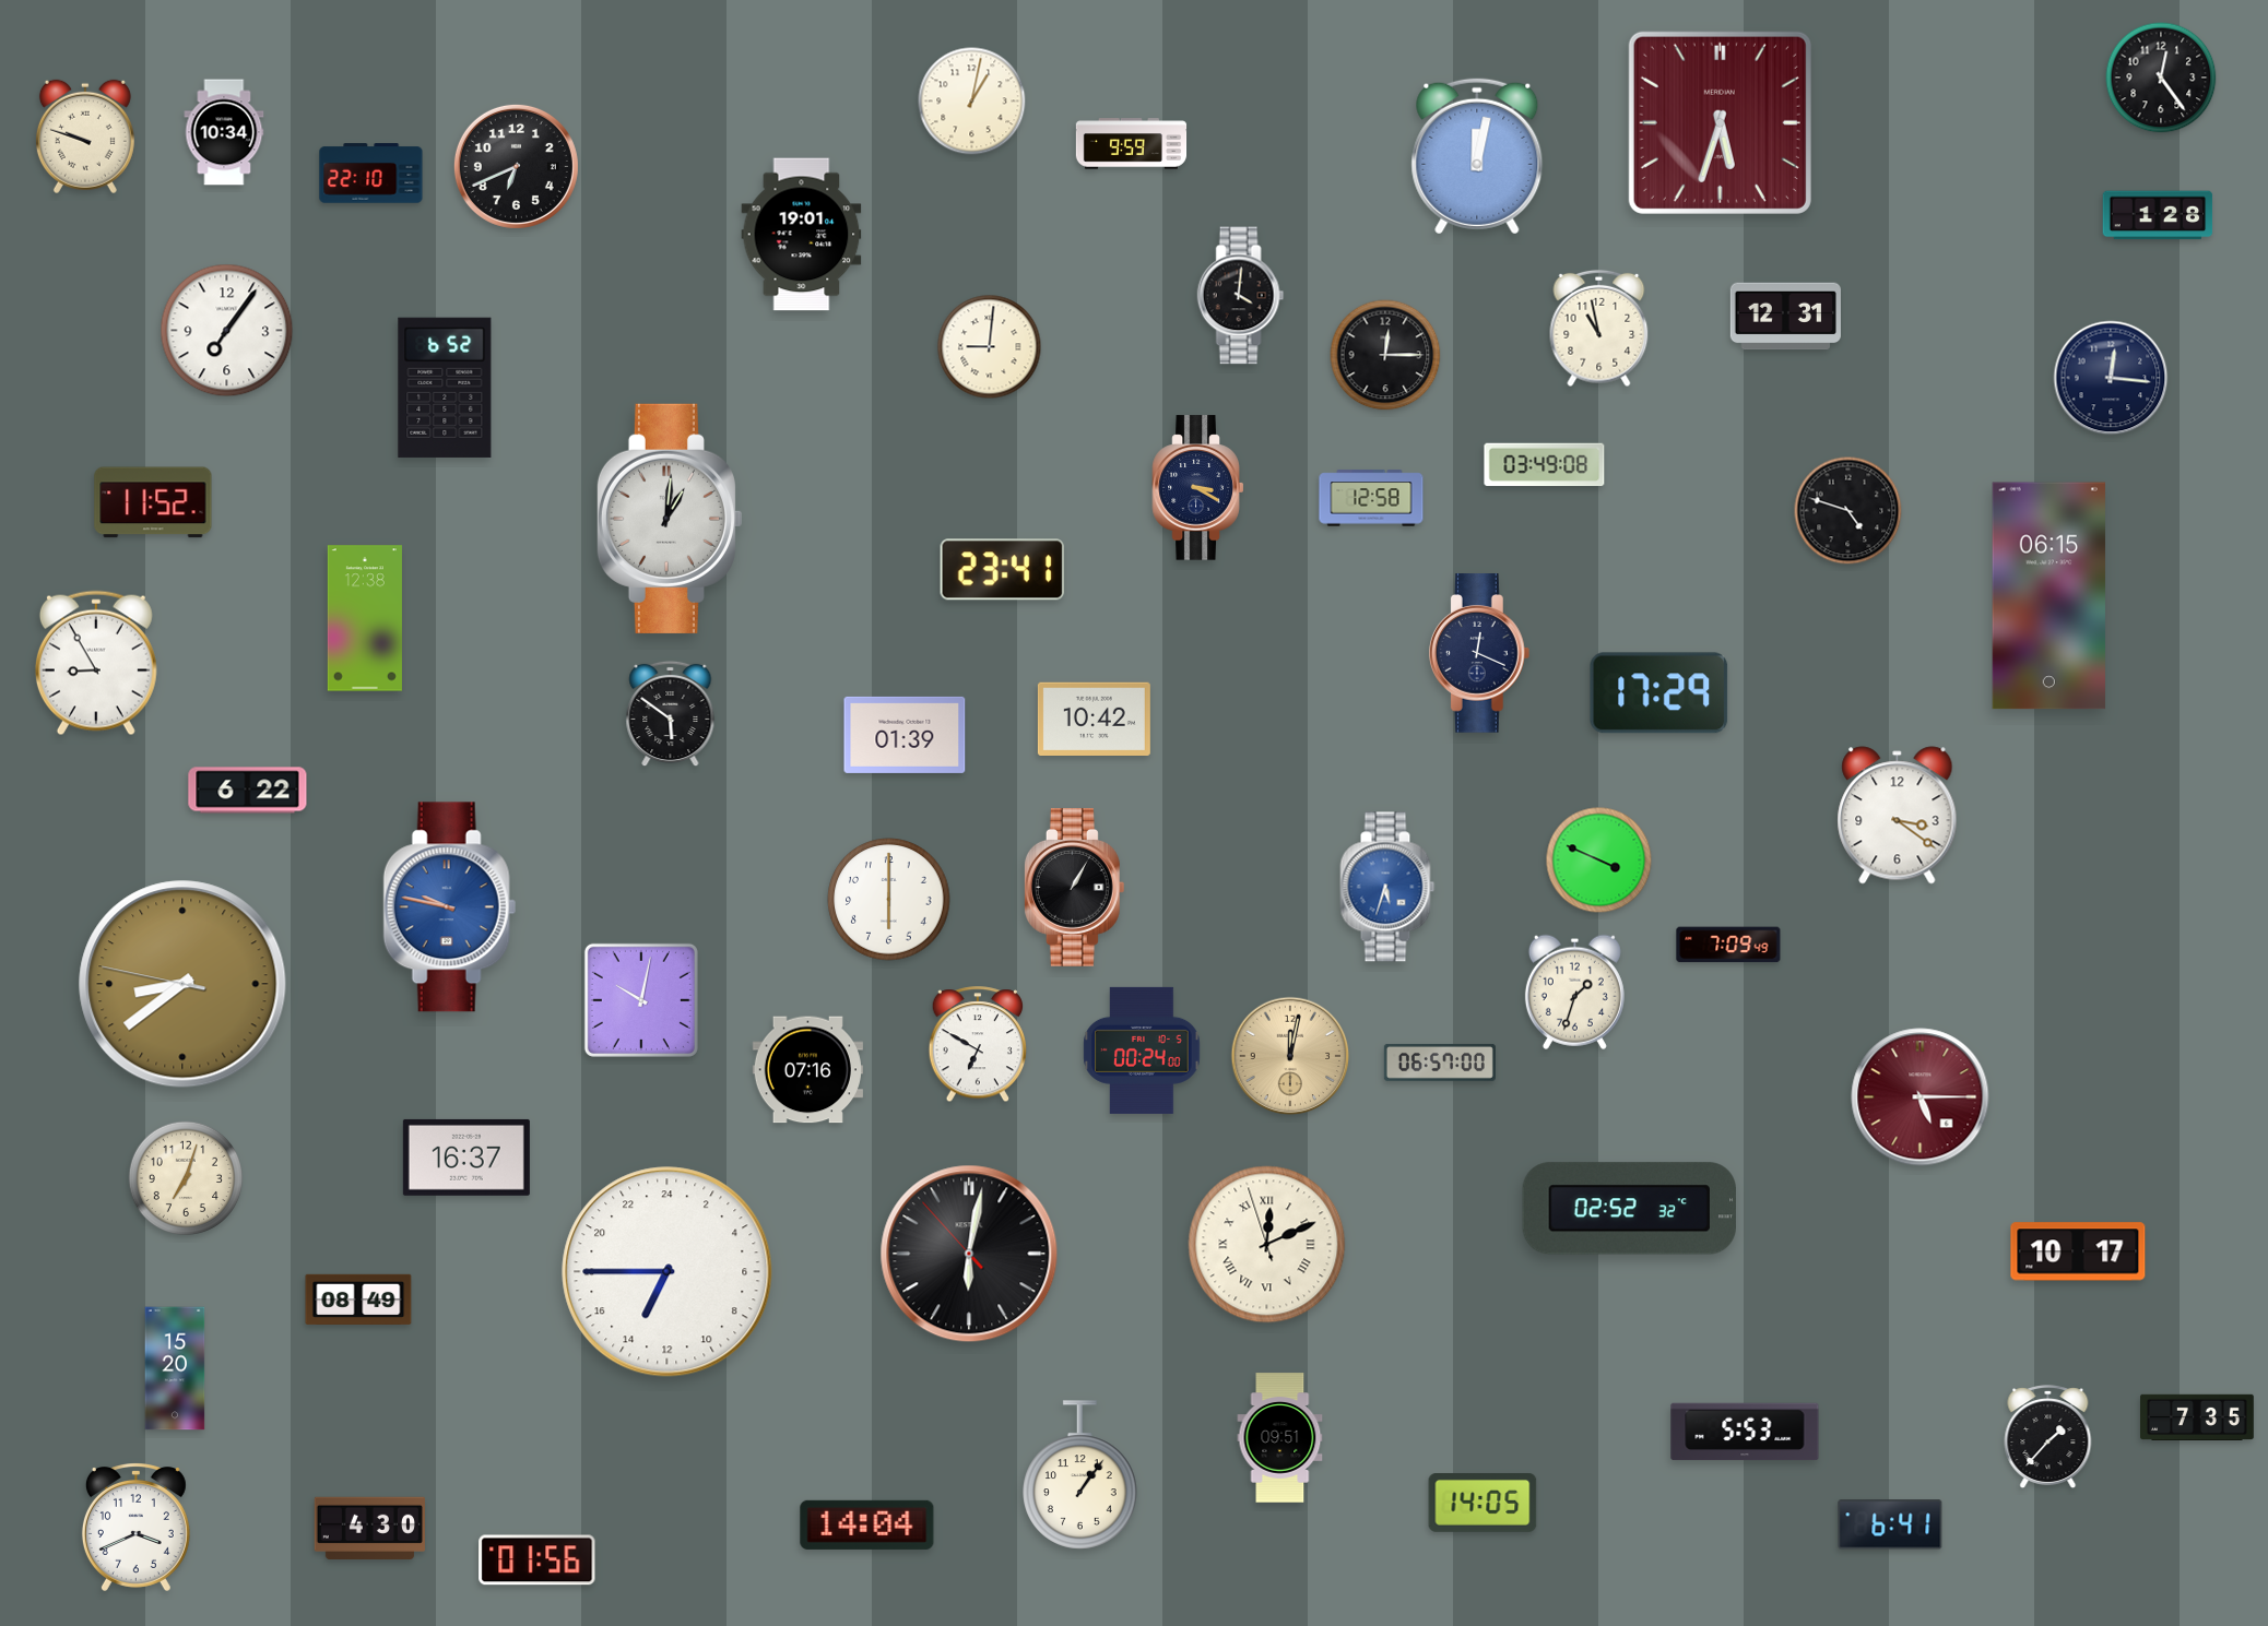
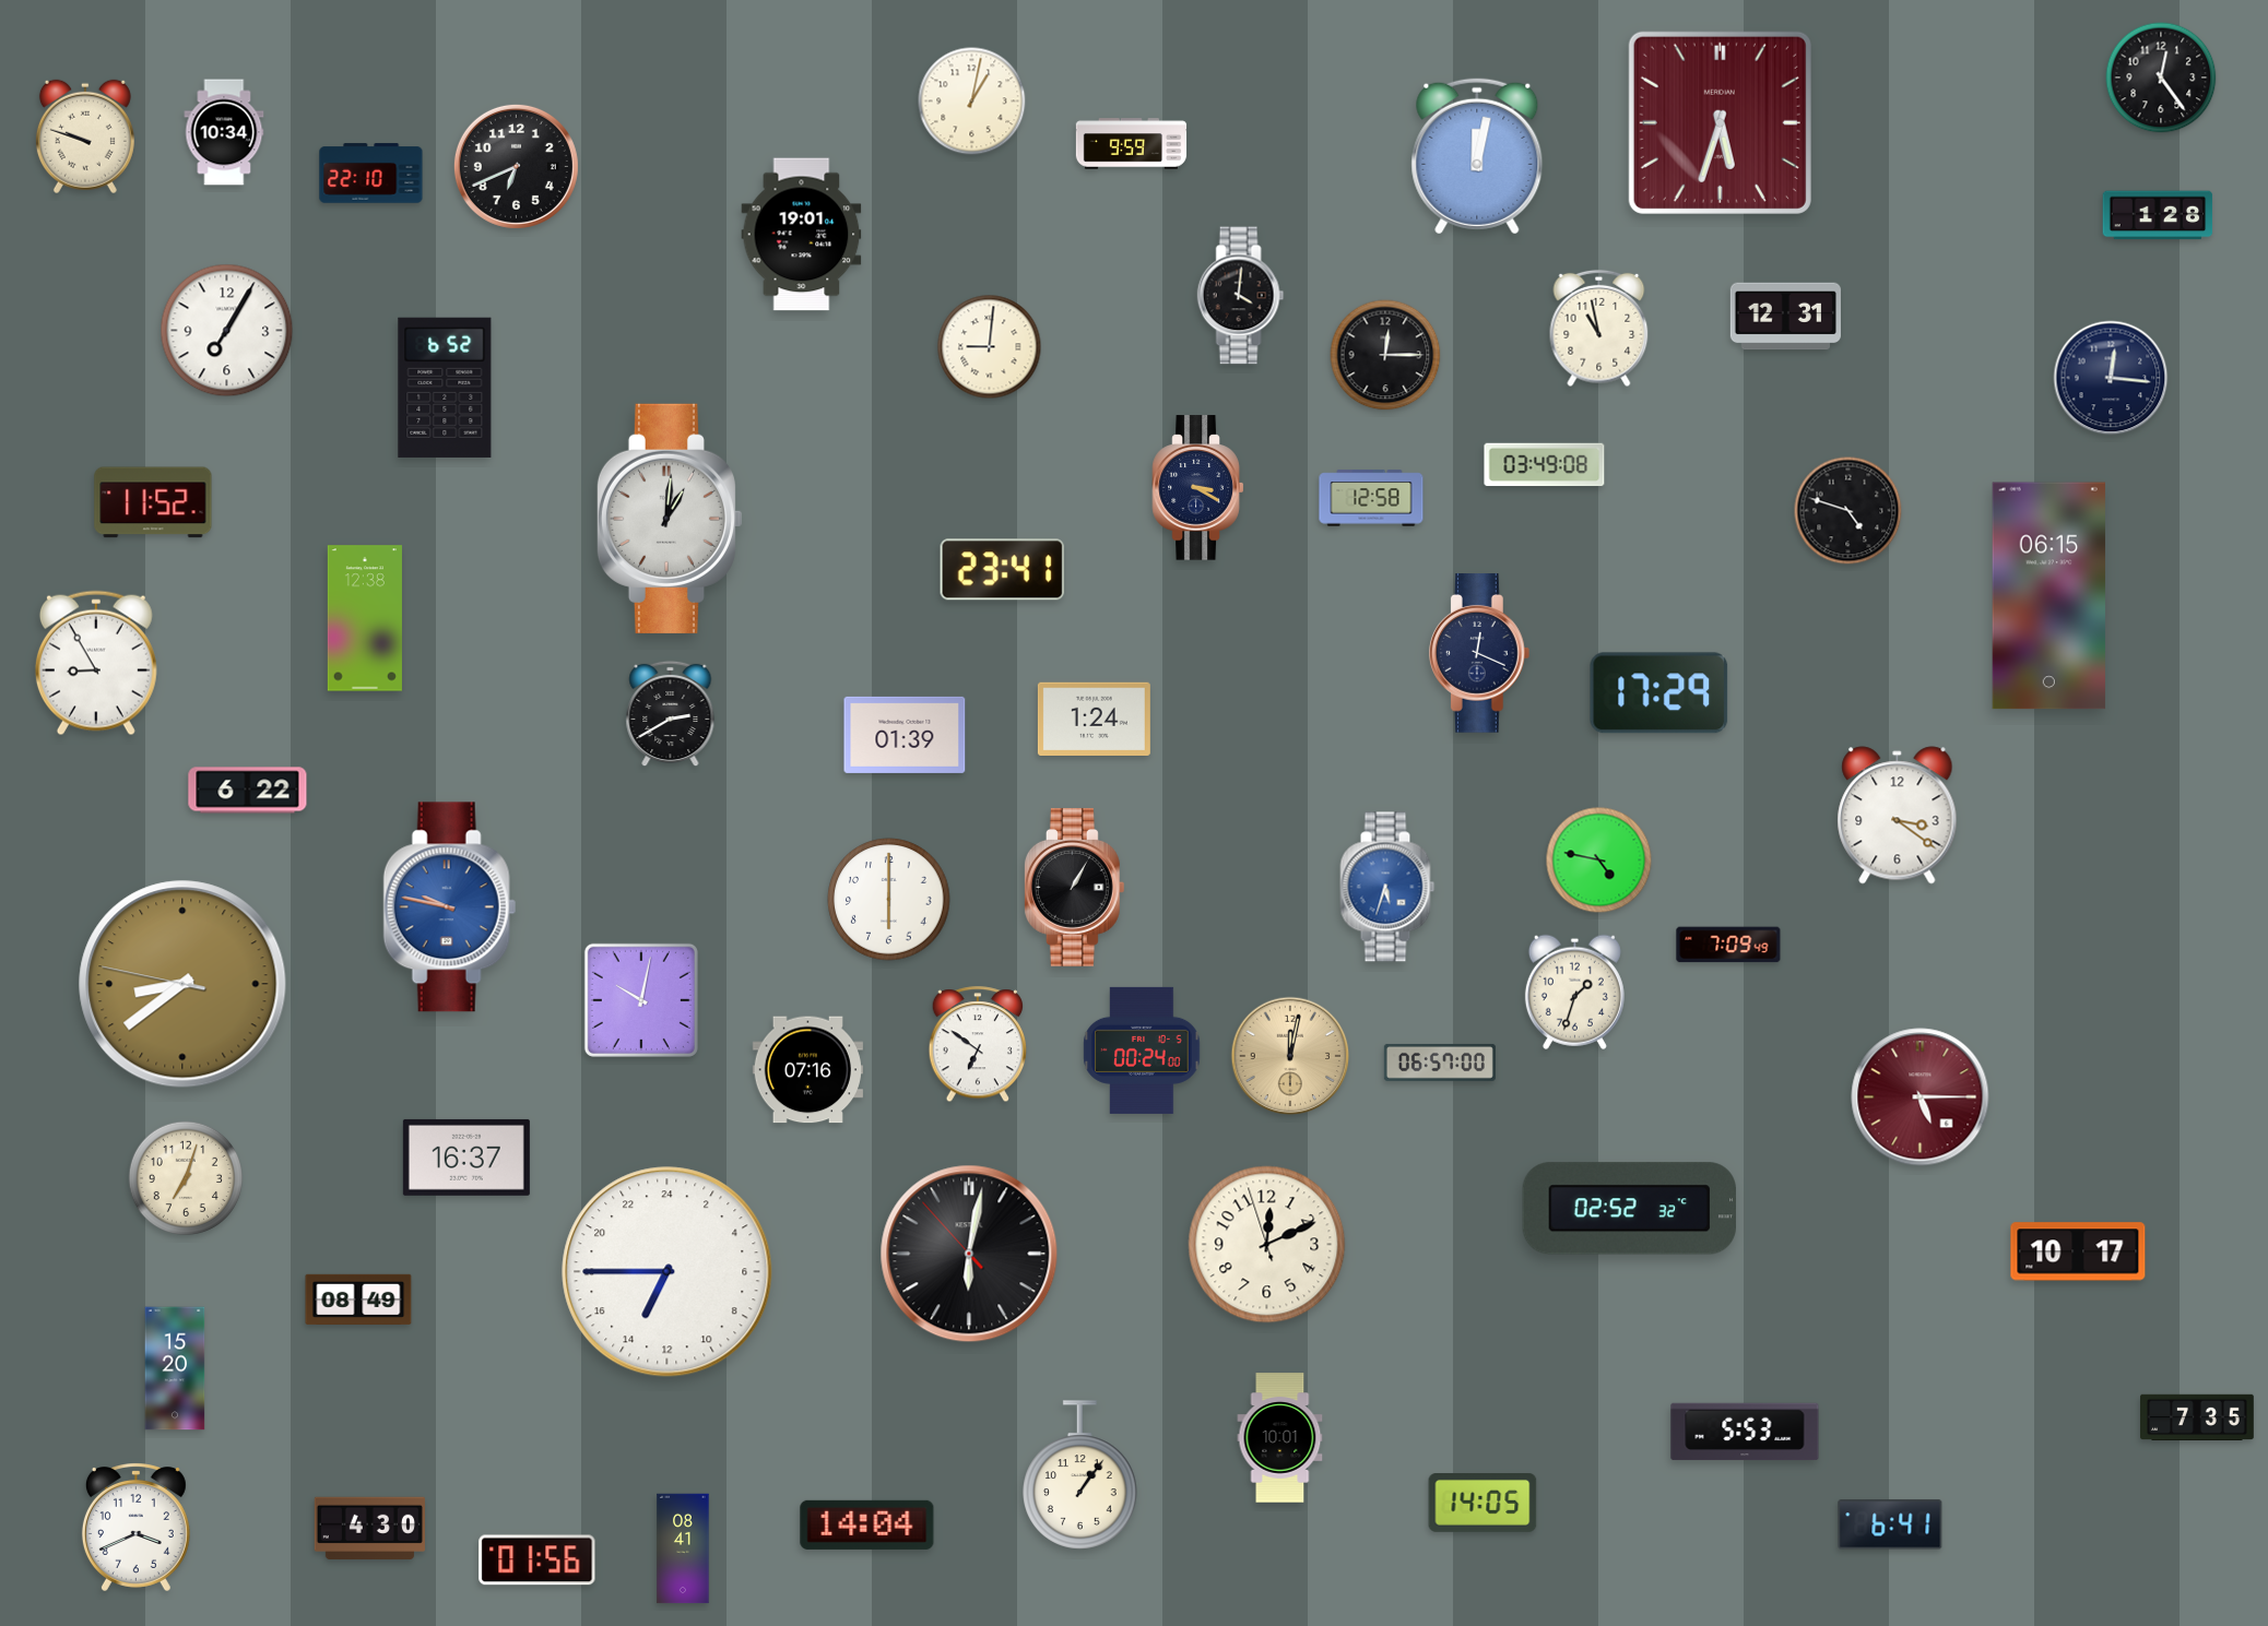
clock at (227, 331): 7:06 -> 7:05
clock at (671, 714): 5:51 -> 2:40
clock at (1094, 719): 10:42 -> 1:24
clock at (1599, 861): 3:49 -> 4:47
clock at (977, 1045): 6:50 -> 6:51
clock at (1267, 1245) numerals: Roman -> Arabic
clock at (2048, 1437): 1:37 -> none
clock at (1280, 1438): 09:51 -> 10:01
clock at (683, 1548): none -> 08:41
